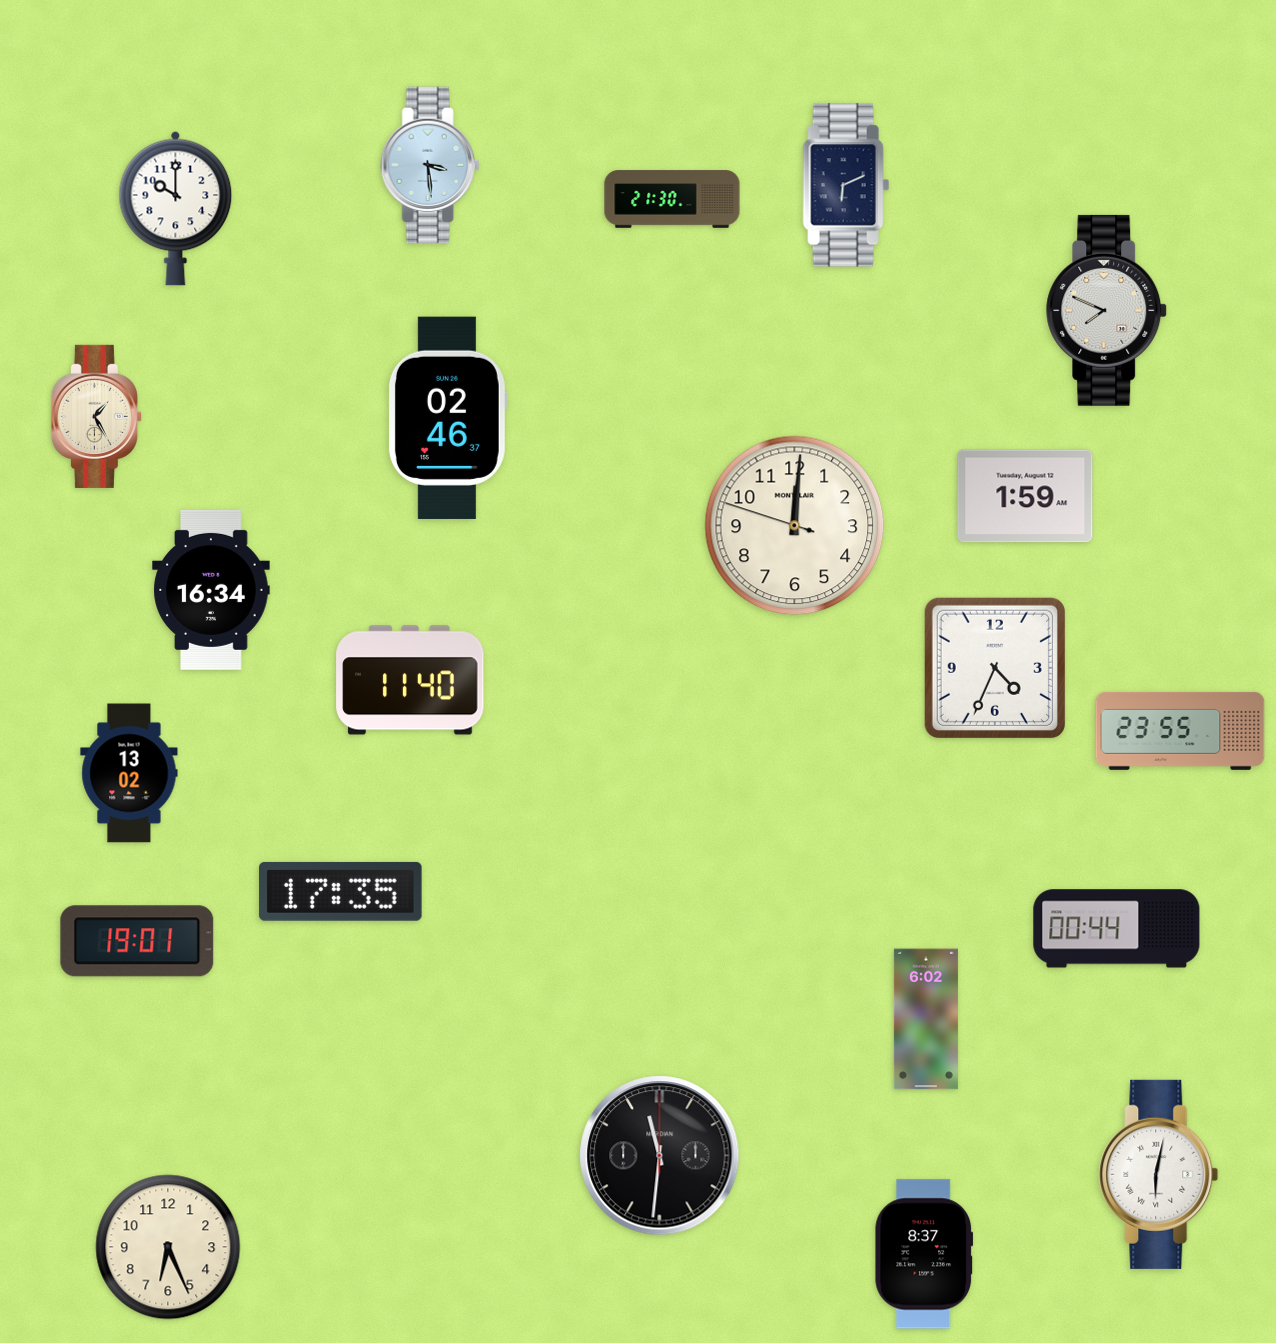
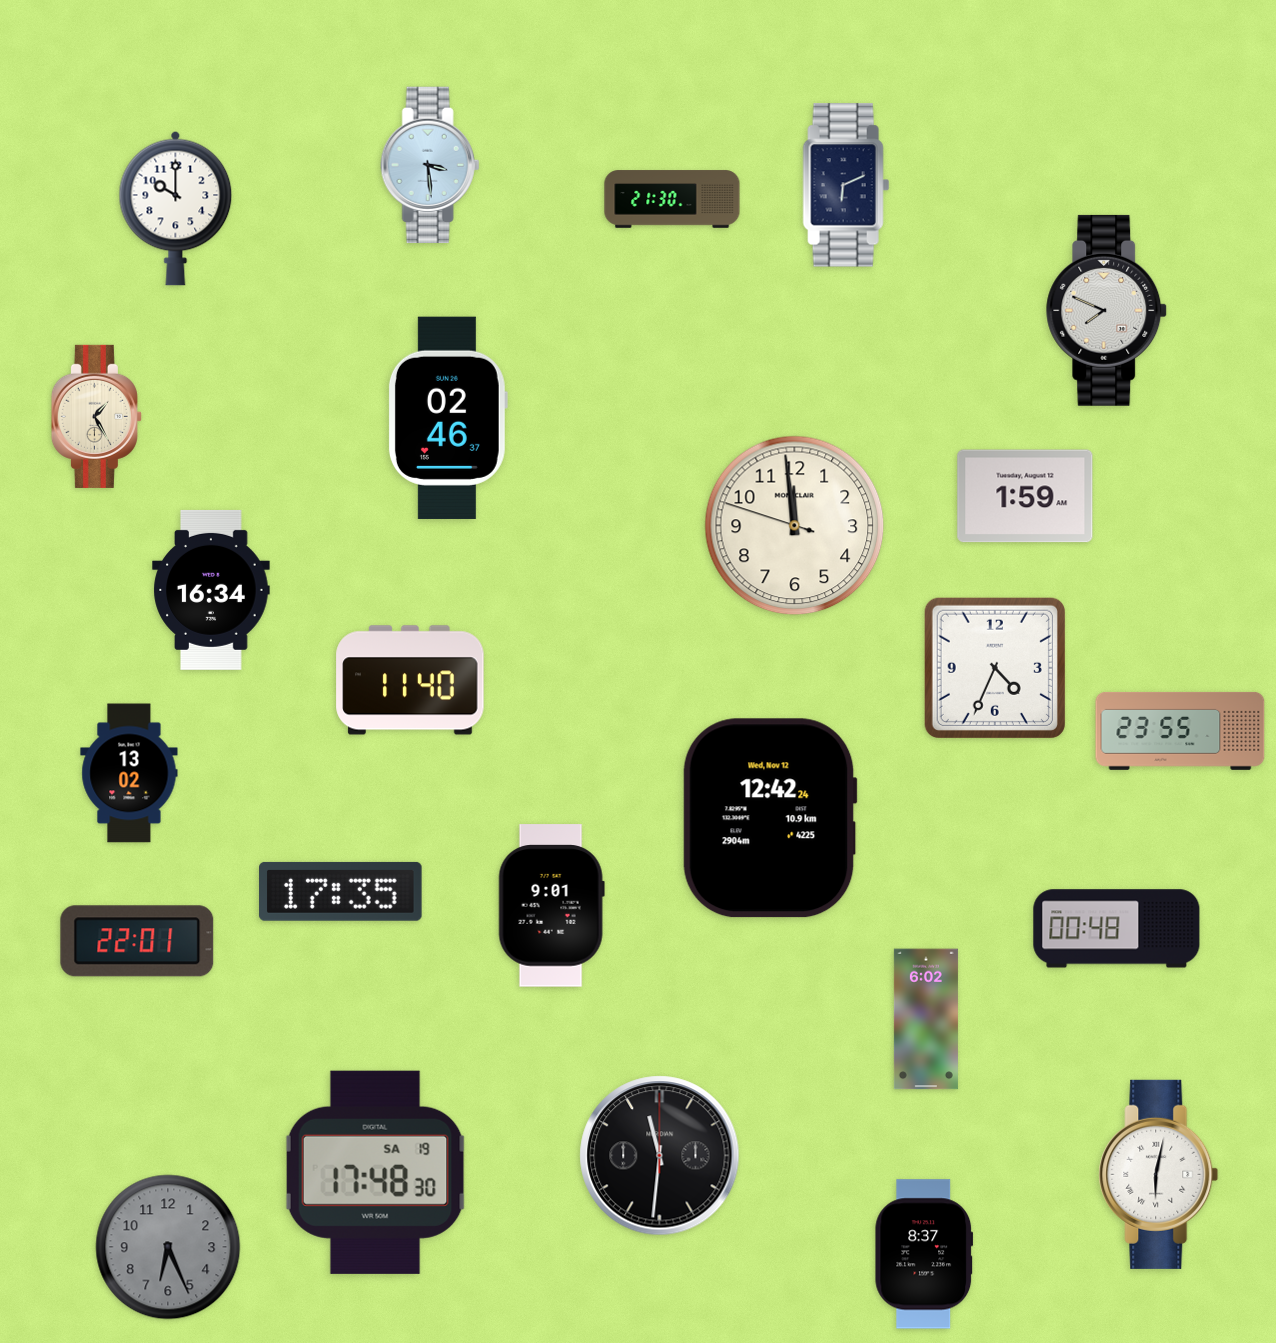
clock at (795, 526): 12:00 -> 11:58
clock at (770, 818): none -> 12:42
clock at (551, 906): none -> 9:01
clock at (1117, 929): 00:44 -> 00:48
clock at (137, 941): 19:01 -> 22:01
clock at (376, 1172): none -> 17:48
clock at (168, 1247) dial: cream -> grey
